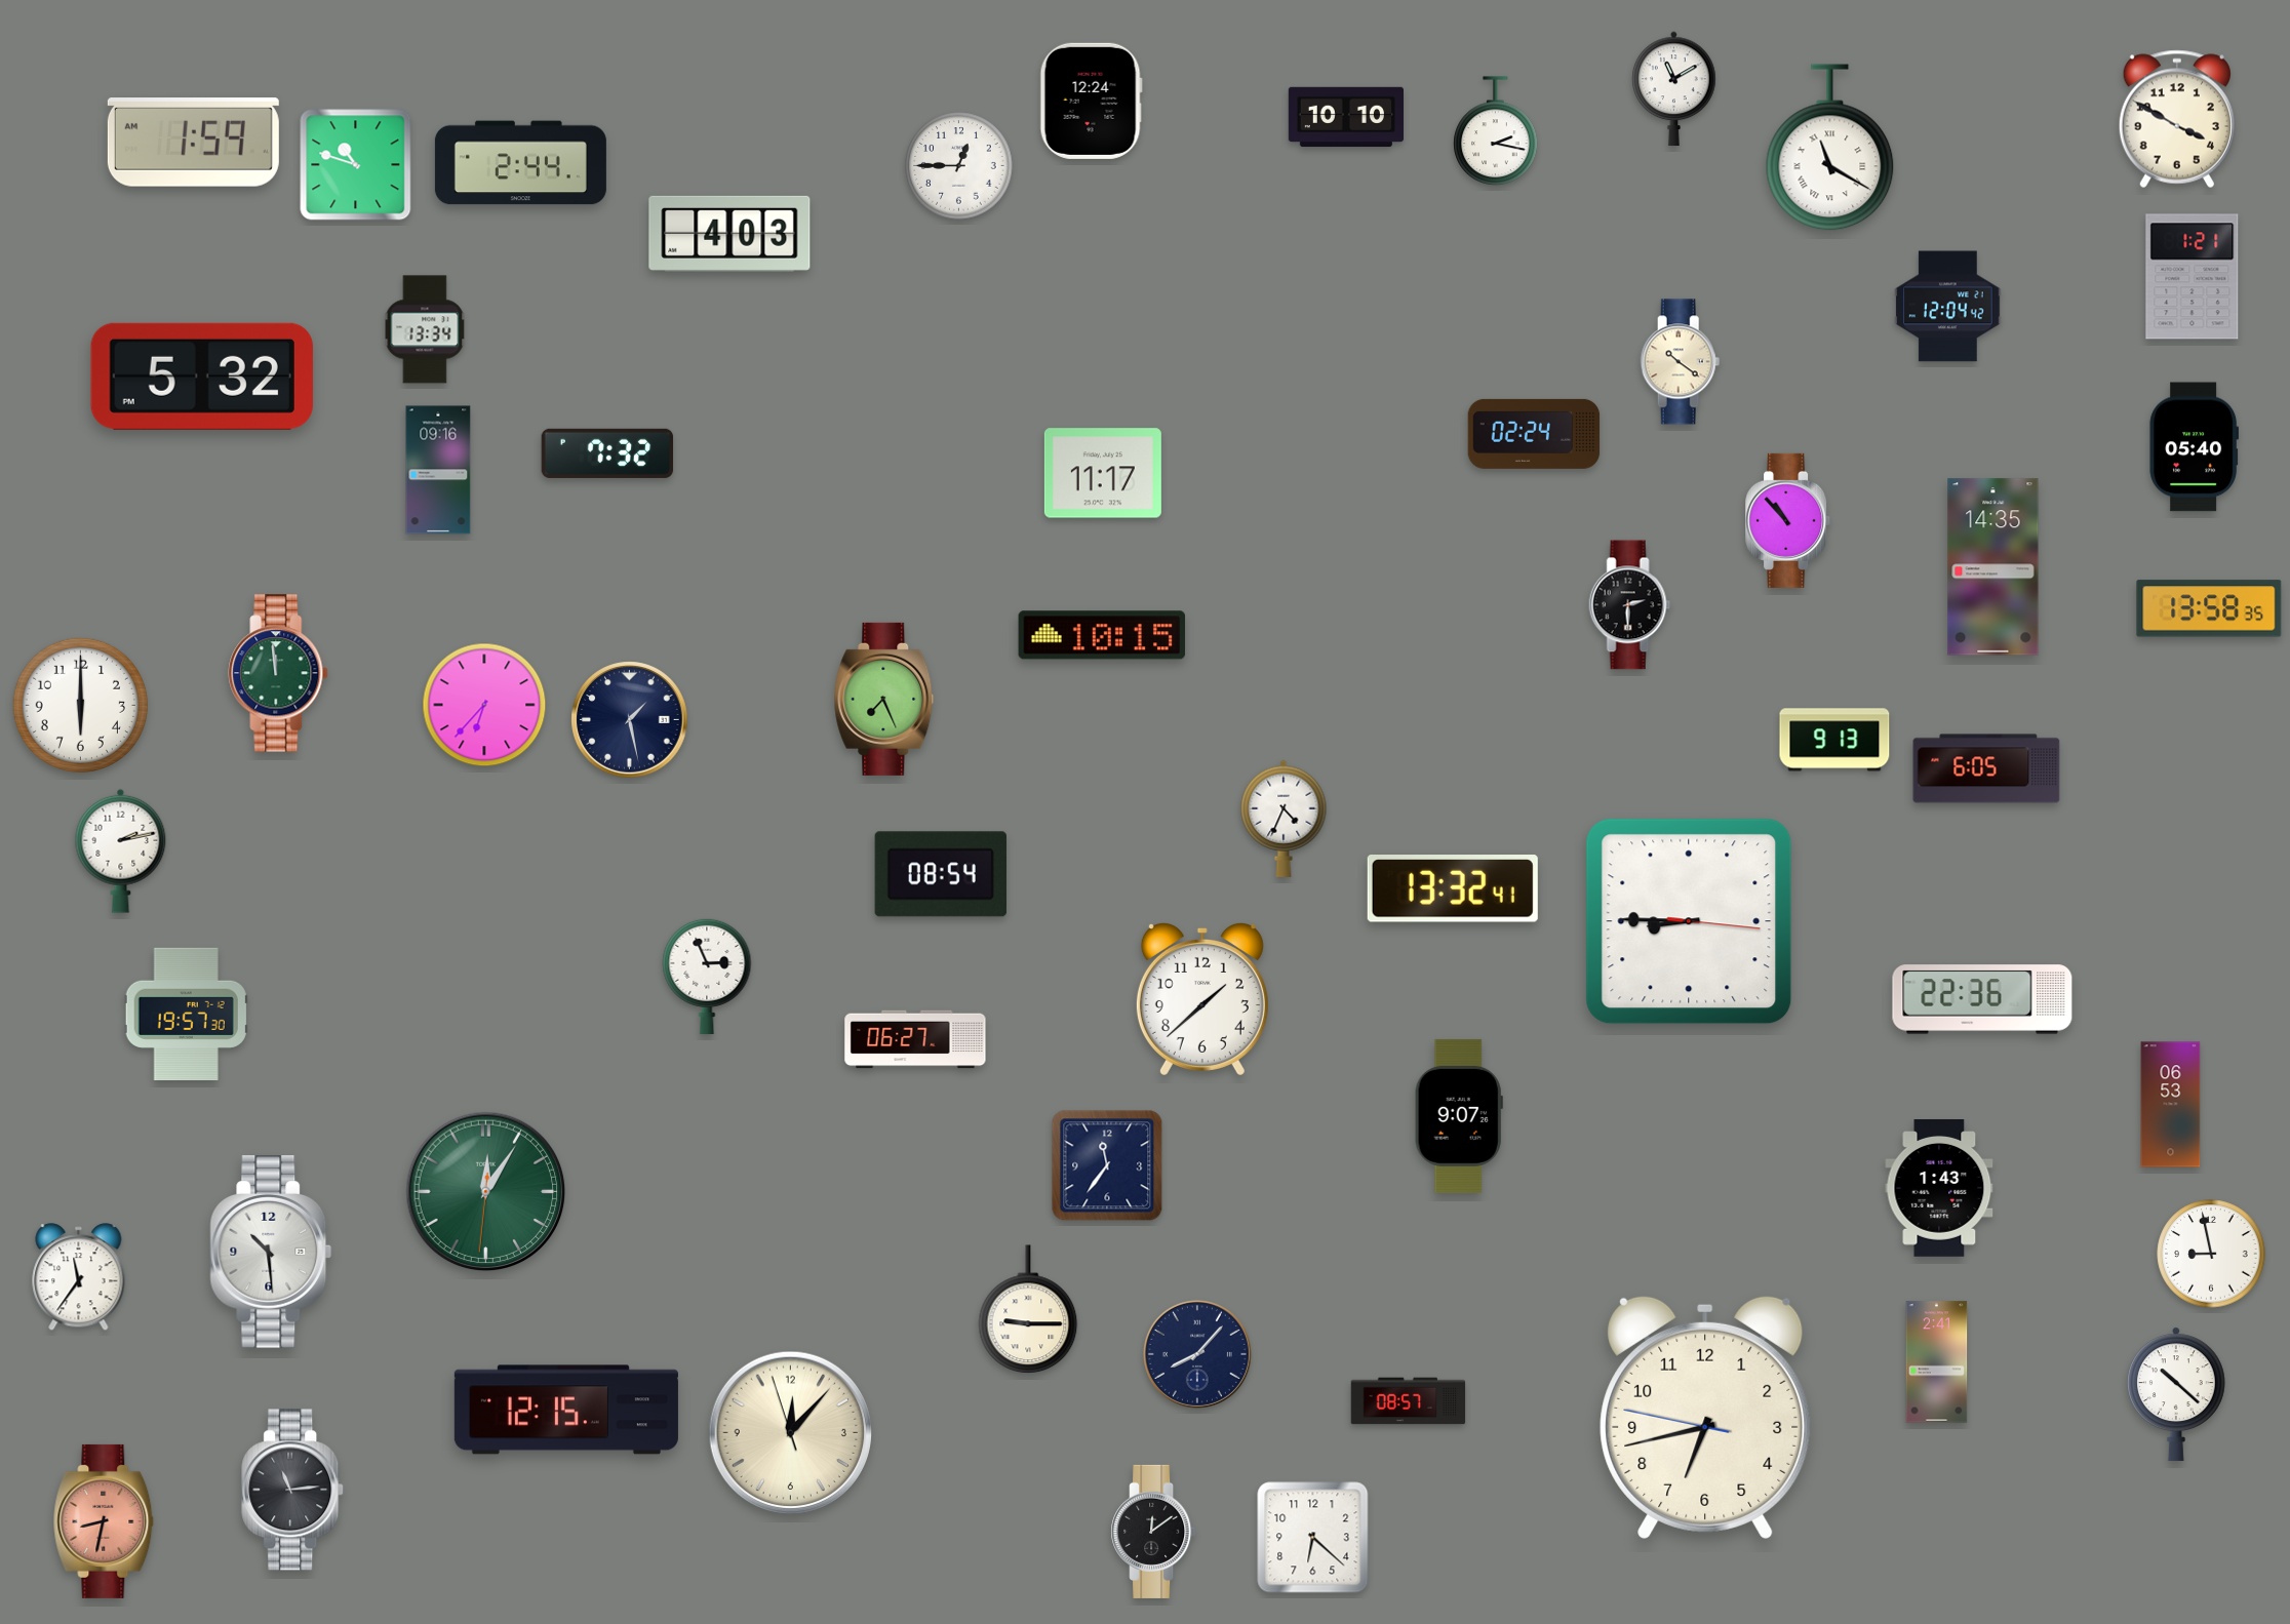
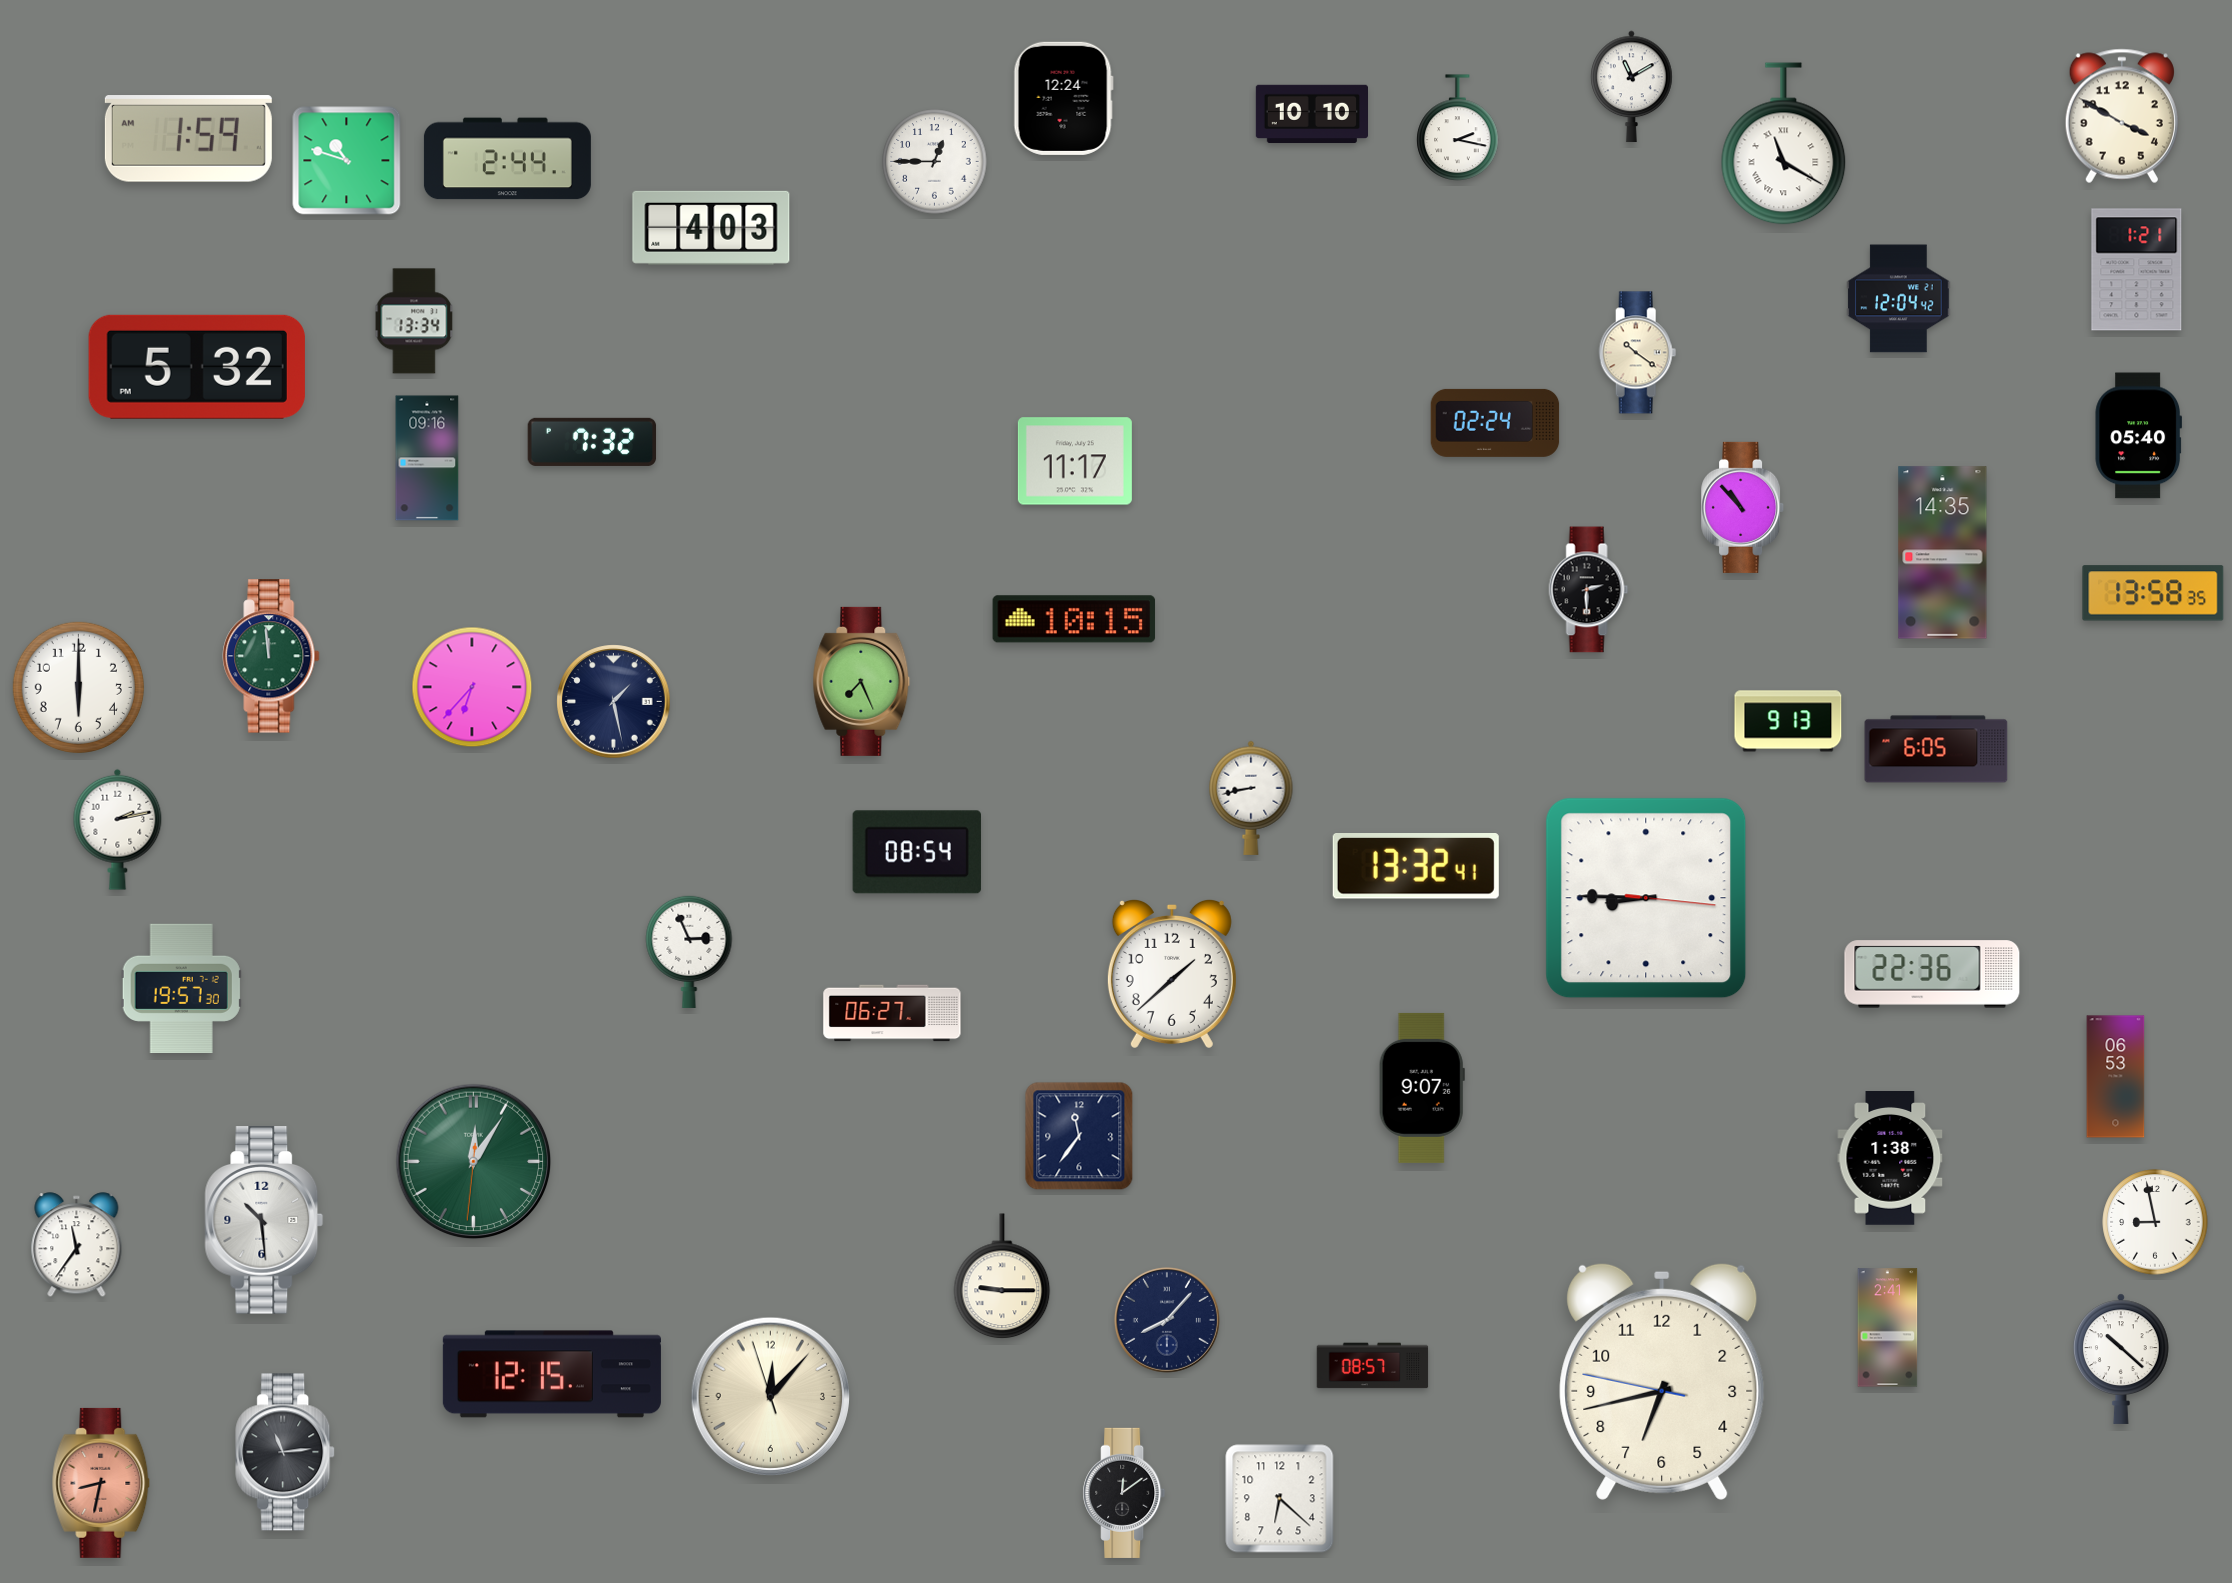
clock at (1284, 819): 4:34 -> 8:43
clock at (1939, 1189): 1:43 -> 1:38
